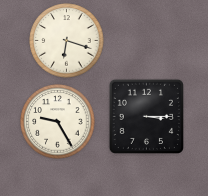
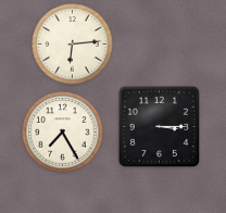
clock at (67, 41): 6:18 -> 6:14
clock at (58, 122): 9:25 -> 7:25
